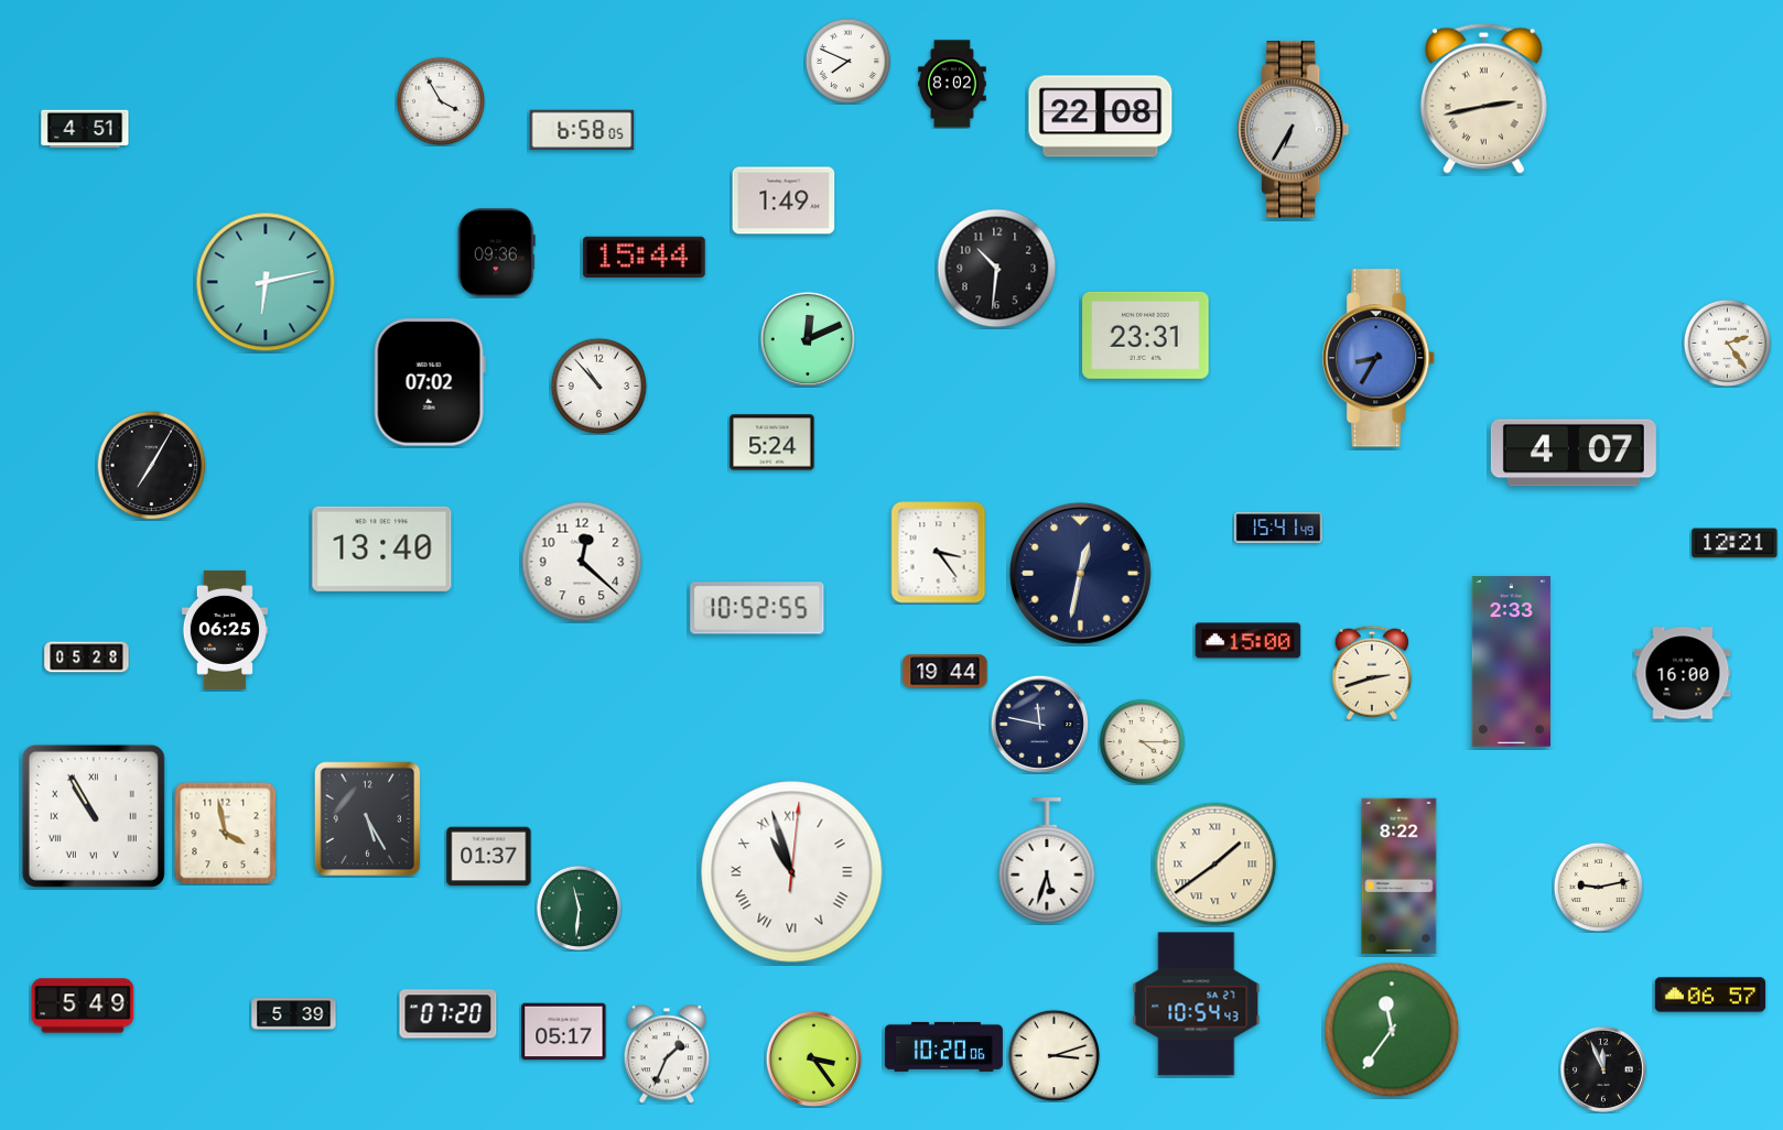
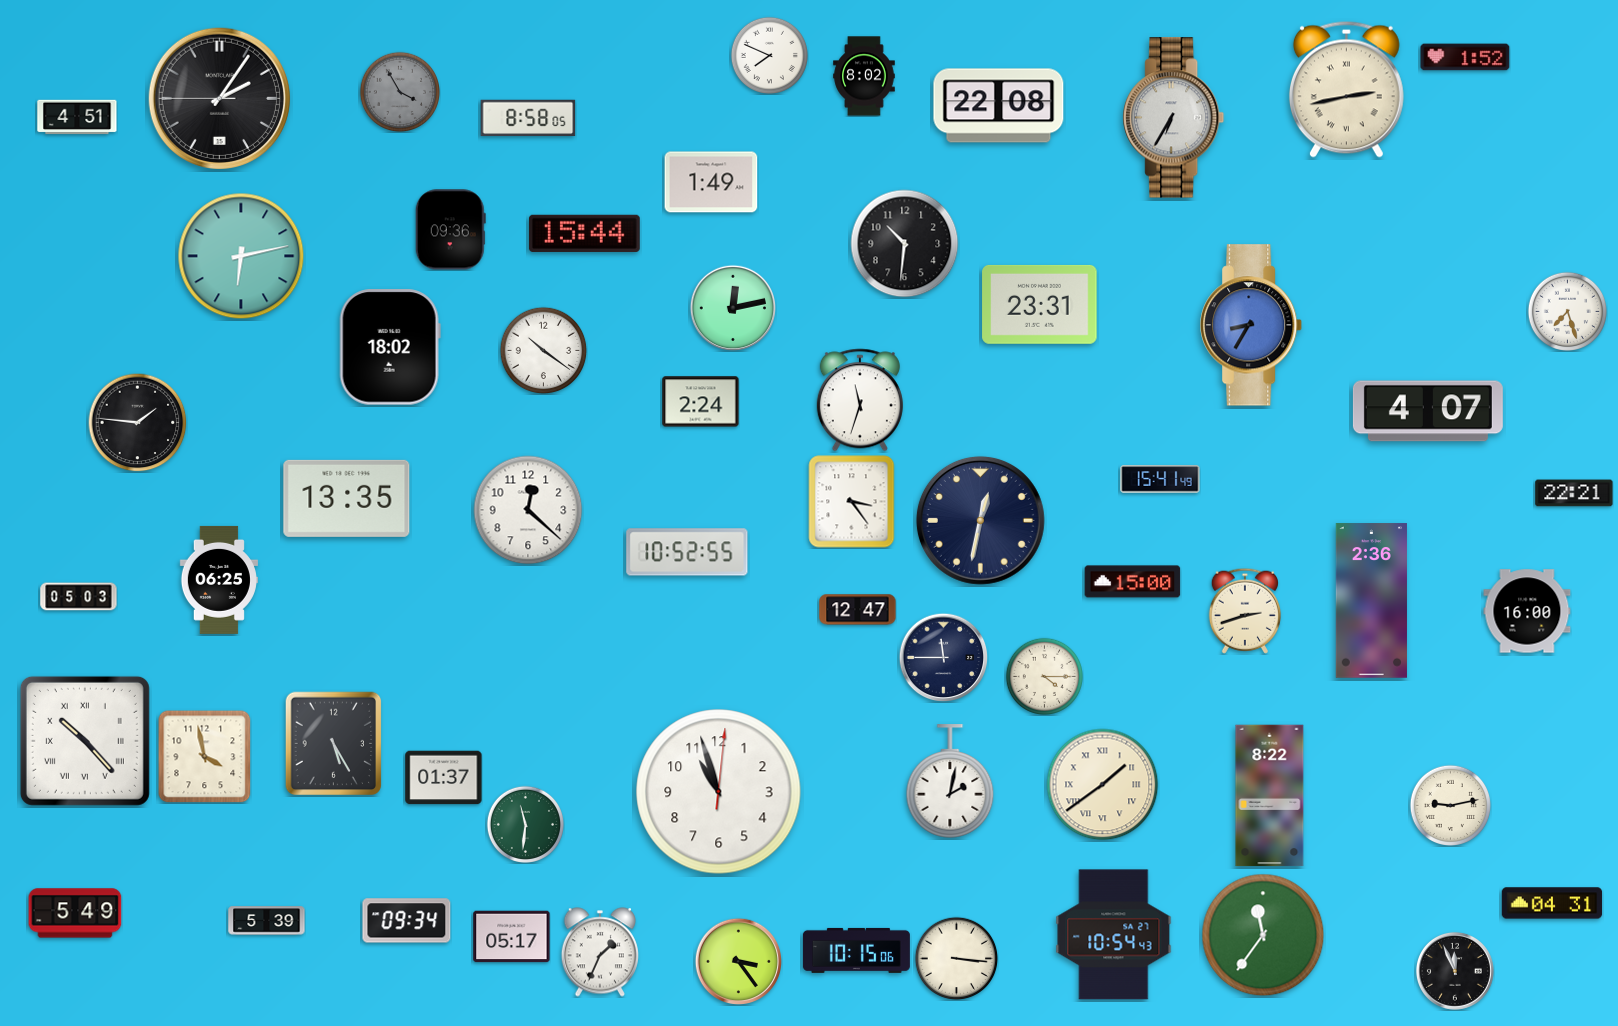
clock at (1465, 57): none -> 1:52
clock at (440, 100) dial: white -> grey
clock at (219, 98): none -> 2:05
clock at (582, 130): 6:58 -> 8:58
clock at (807, 338): 12:11 -> 12:13
clock at (1727, 343): 2:24 -> 7:27
clock at (430, 382): 07:02 -> 18:02
clock at (598, 385): 10:53 -> 10:21
clock at (860, 400): none -> 11:33
clock at (772, 443): 5:24 -> 2:24
clock at (152, 466): 7:05 -> 1:46
clock at (1735, 543): 12:21 -> 22:21
clock at (382, 548): 13:40 -> 13:35
clock at (225, 630) position: (225, 630) -> (219, 580)
clock at (87, 658): 05:28 -> 05:03
clock at (1511, 662): 2:33 -> 2:36
clock at (945, 672): 19:44 -> 12:47
clock at (1039, 724): 11:47 -> 11:45
clock at (1142, 741) position: (1142, 741) -> (1044, 676)
clock at (94, 816): 10:55 -> 10:23
clock at (1047, 860): 5:33 -> 2:02
clock at (792, 872) numerals: Roman -> Arabic
clock at (1710, 995): 06:57 -> 04:31
clock at (1197, 1004) position: (1197, 1004) -> (1114, 935)
clock at (449, 1014): 07:20 -> 09:34
clock at (943, 1046): 10:20 -> 10:15
clock at (666, 1054) position: (666, 1054) -> (599, 952)
clock at (1053, 1055): 3:12 -> 3:16
